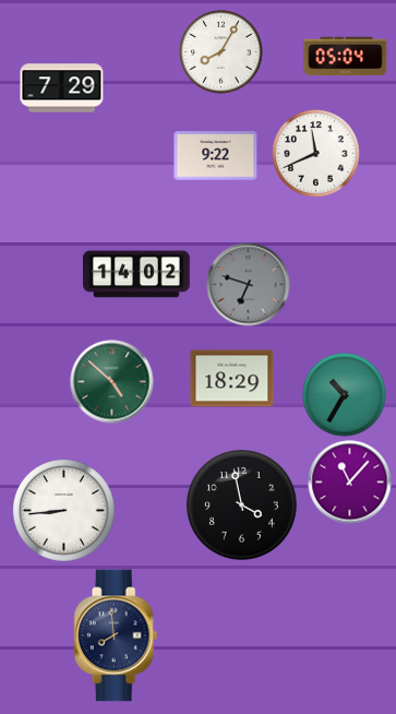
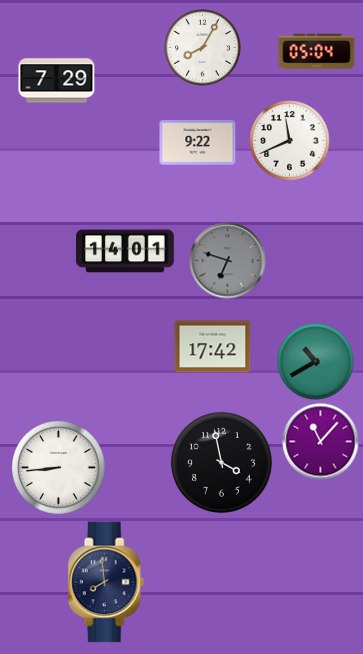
clock at (136, 274): 14:02 -> 14:01
clock at (232, 379): 18:29 -> 17:42
clock at (112, 382): 4:52 -> none
clock at (345, 395): 10:35 -> 10:40
